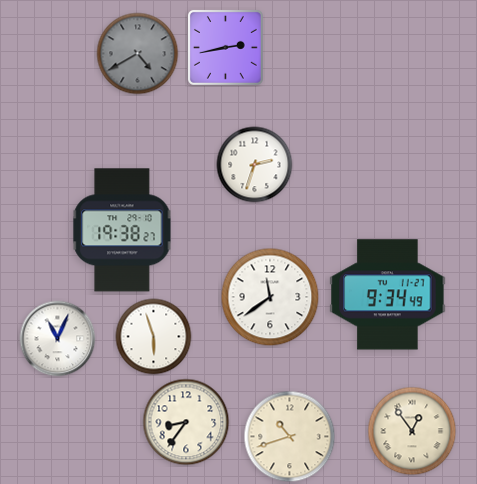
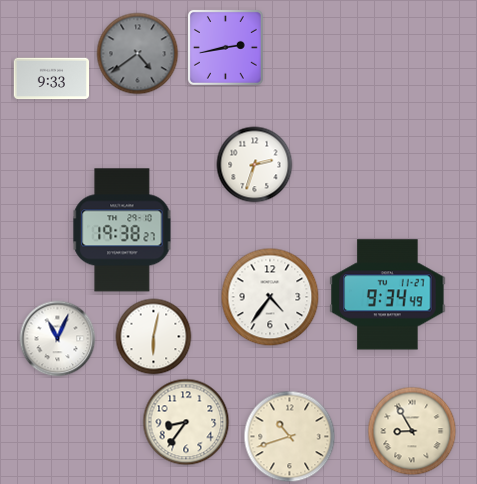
clock at (138, 54): 4:40 -> 4:39
clock at (51, 79): none -> 9:33
clock at (270, 297): 11:39 -> 4:36
clock at (154, 337): 5:57 -> 6:02
clock at (412, 431): 12:54 -> 8:55
